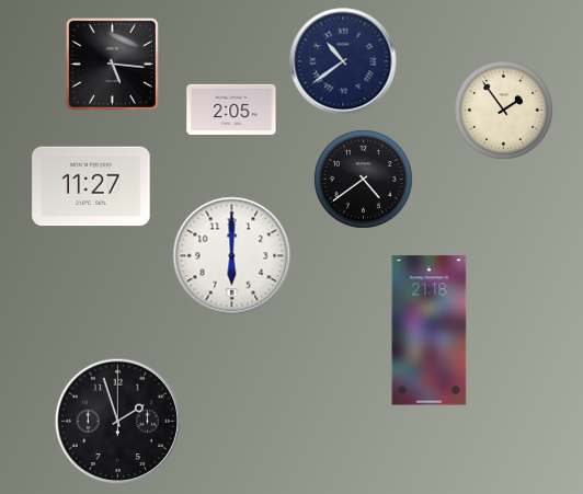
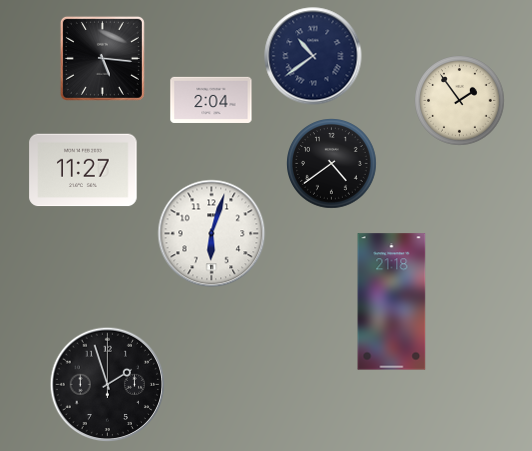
clock at (231, 110): 2:05 -> 2:04
clock at (232, 256): 6:00 -> 6:03
